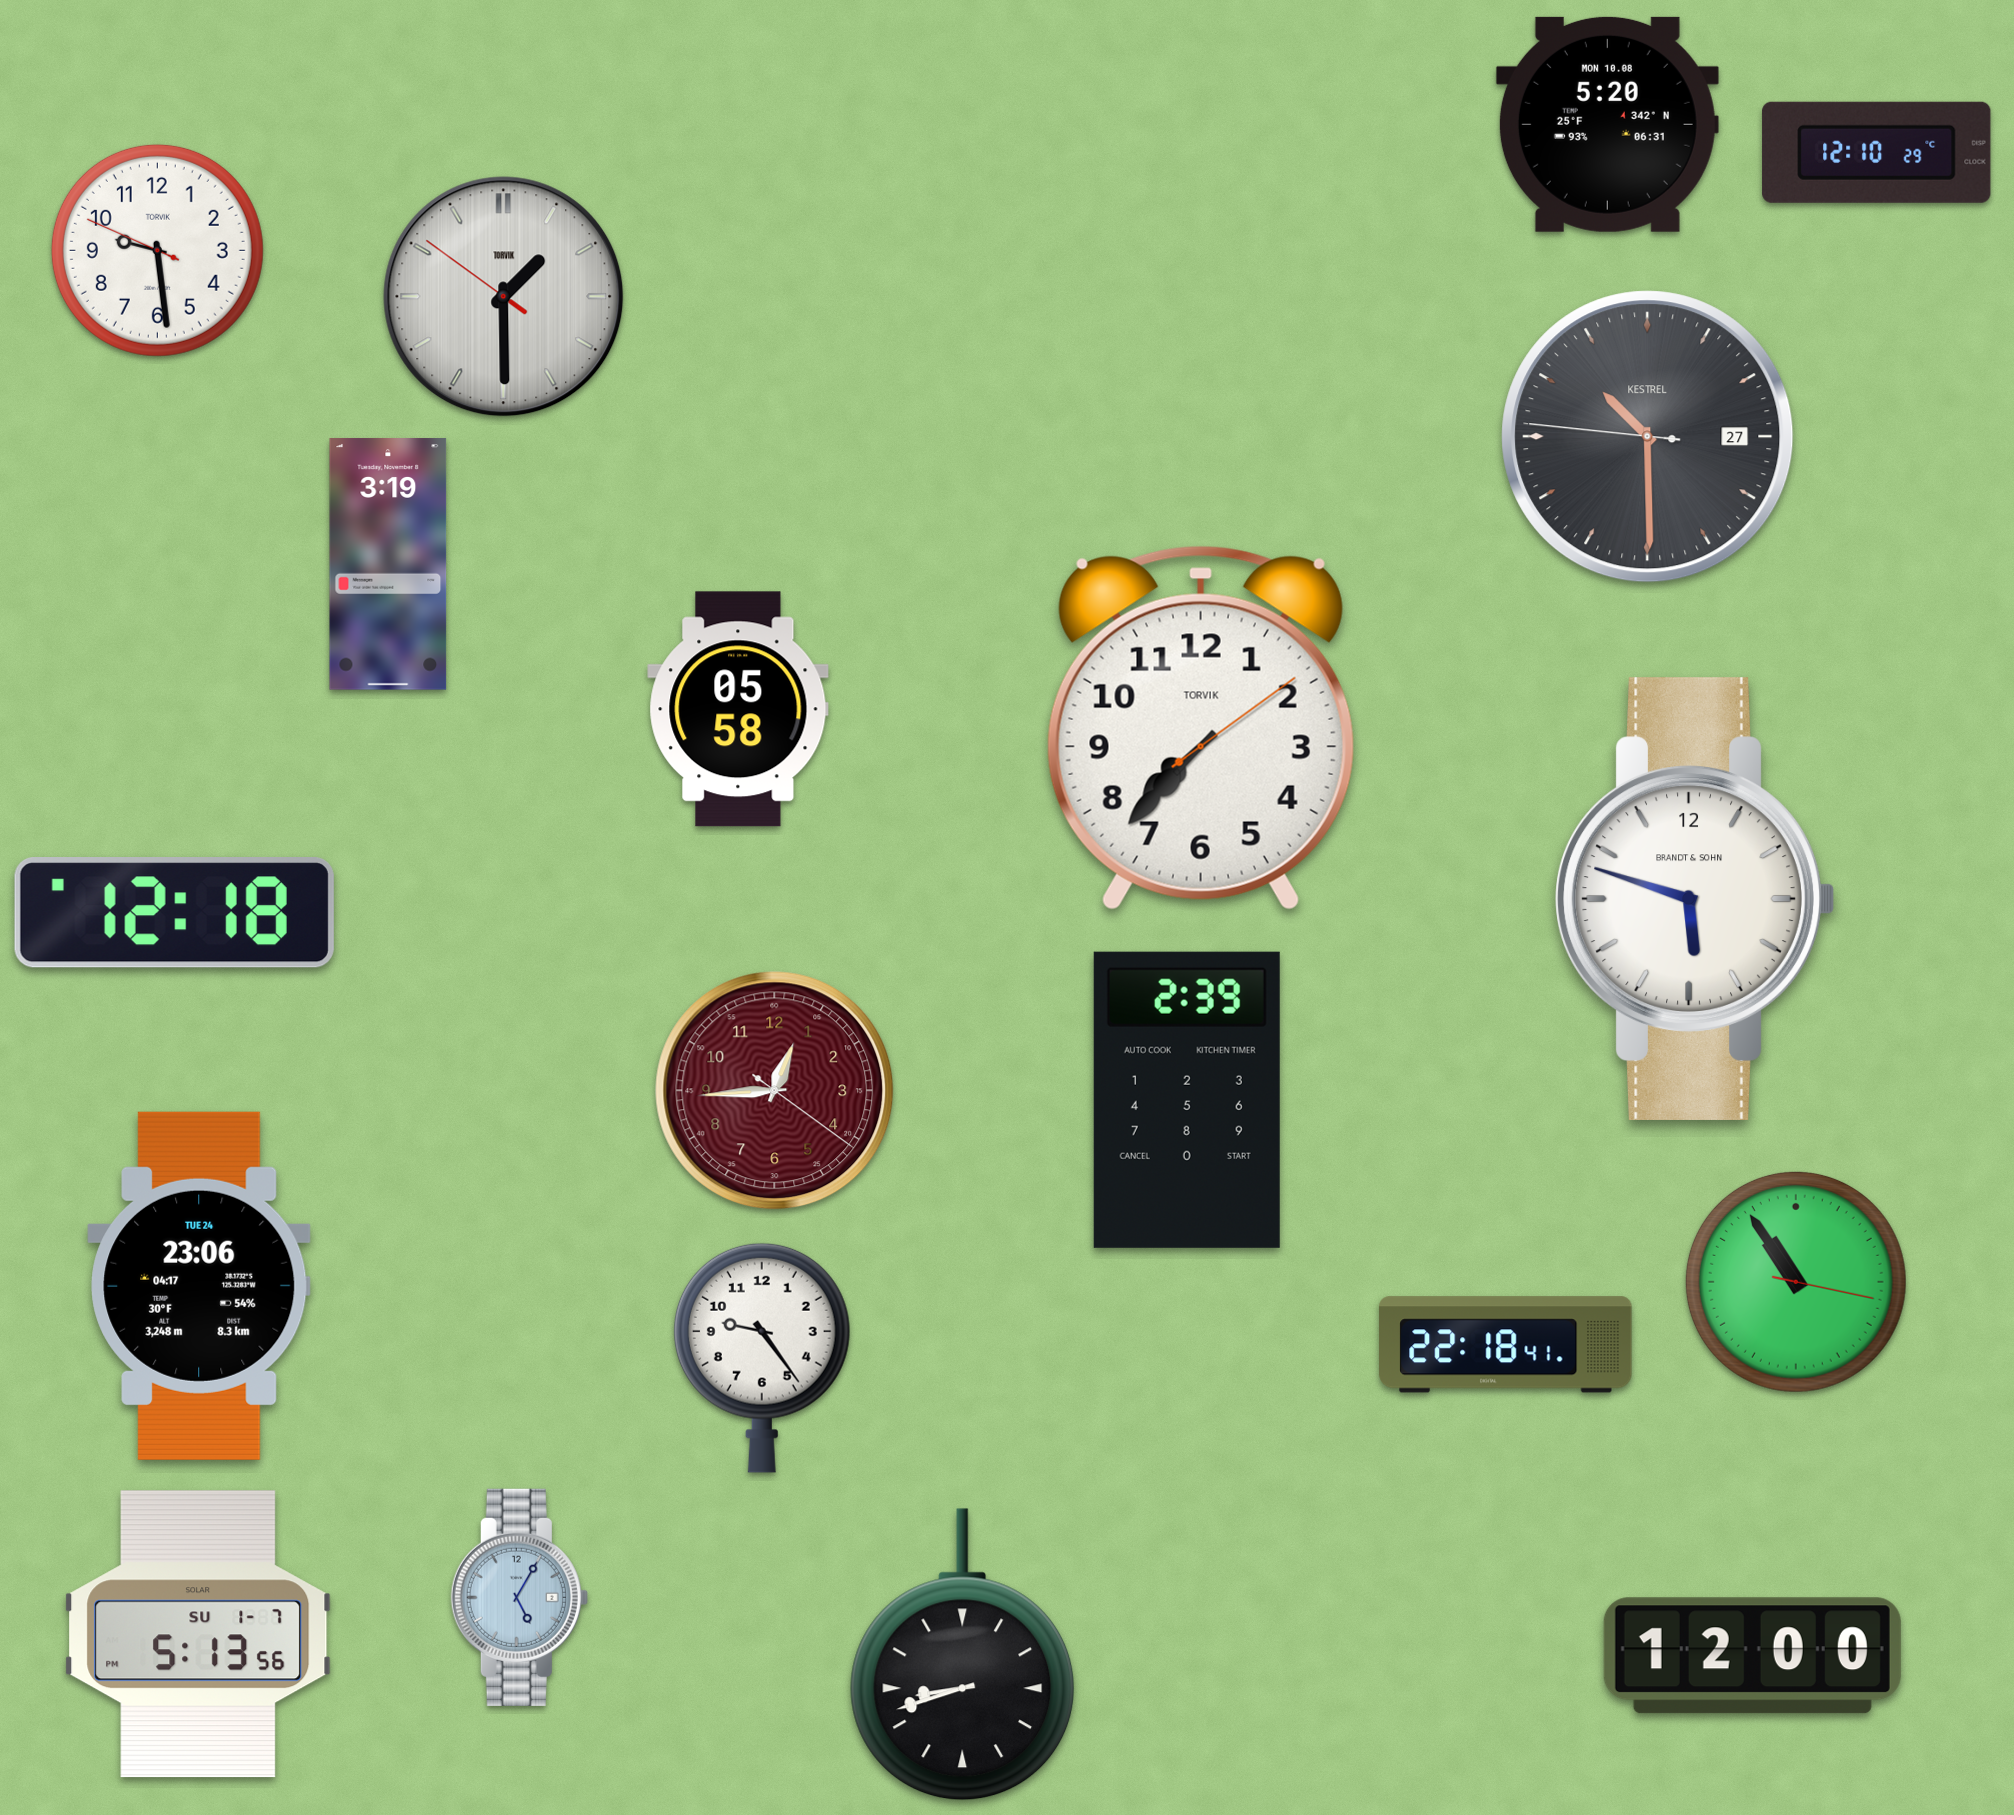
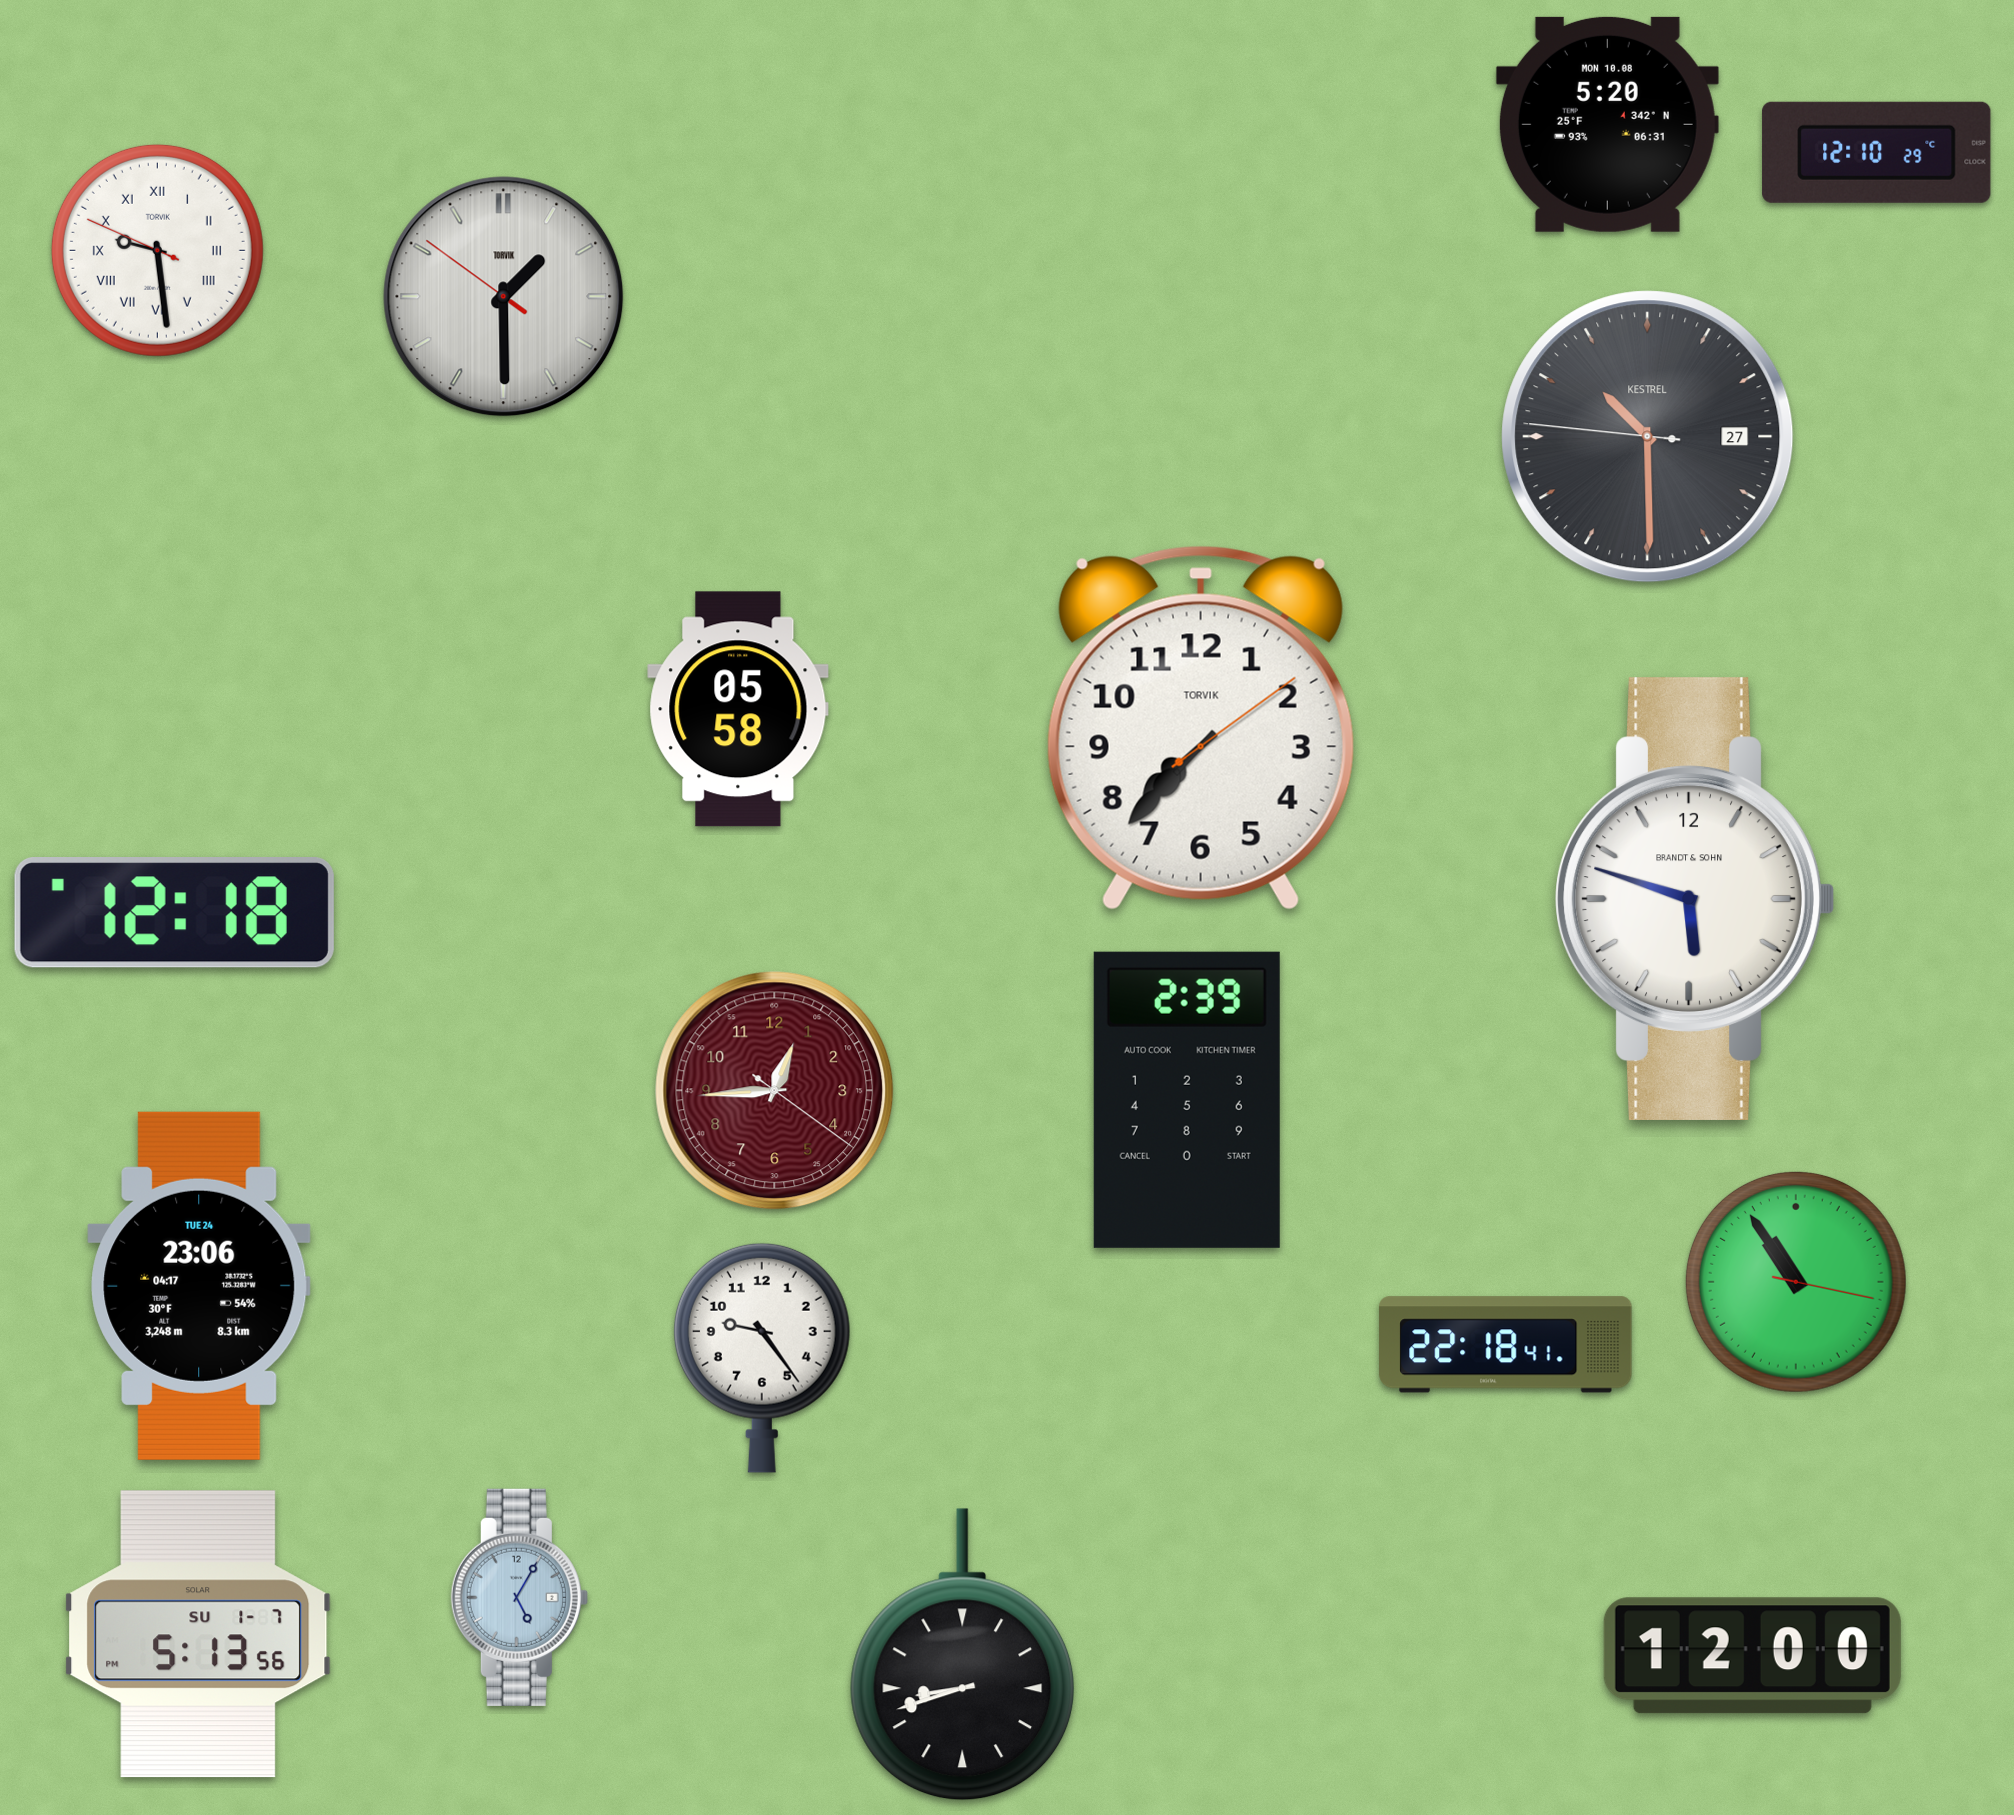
clock at (157, 250) numerals: Arabic -> Roman
clock at (388, 564): 3:19 -> none
